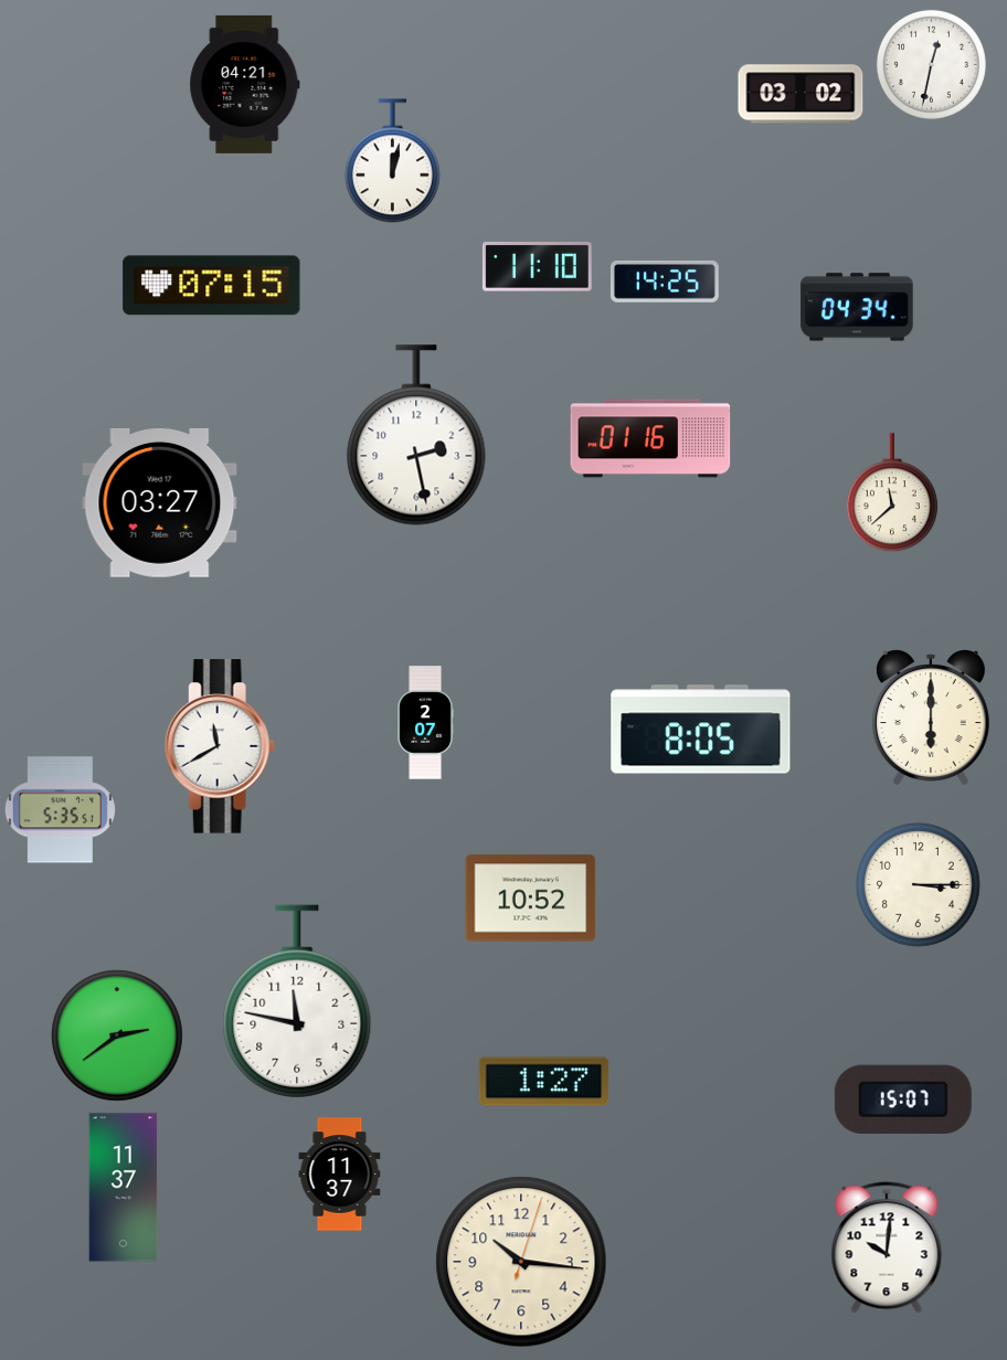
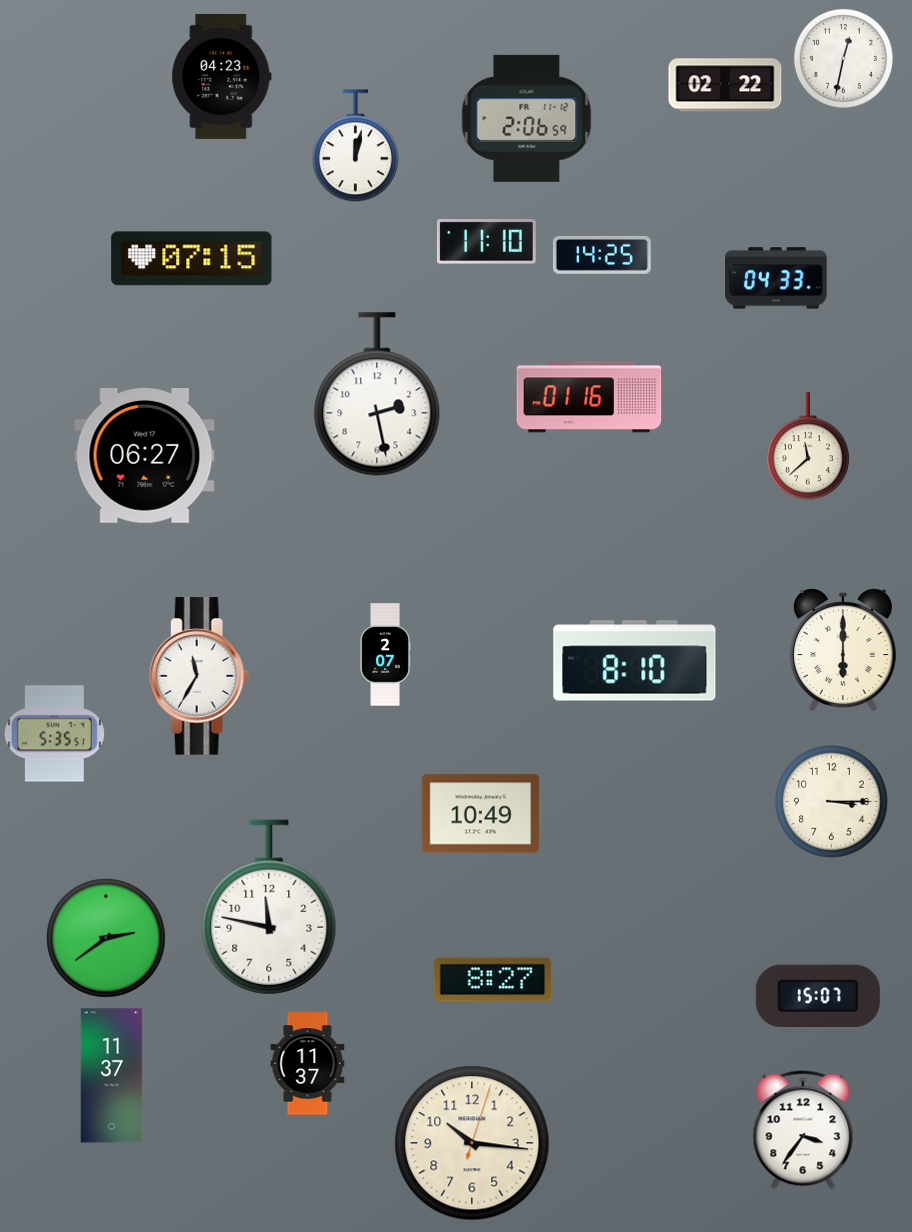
clock at (245, 84): 04:21 -> 04:23
clock at (801, 94): 03:02 -> 02:22
clock at (527, 118): none -> 2:06
clock at (857, 307): 04:34 -> 04:33
clock at (160, 502): 03:27 -> 06:27
clock at (701, 730): 8:05 -> 8:10
clock at (220, 746): 11:40 -> 11:35
clock at (531, 899): 10:52 -> 10:49
clock at (544, 1082): 1:27 -> 8:27
clock at (887, 1247): 10:01 -> 3:36
